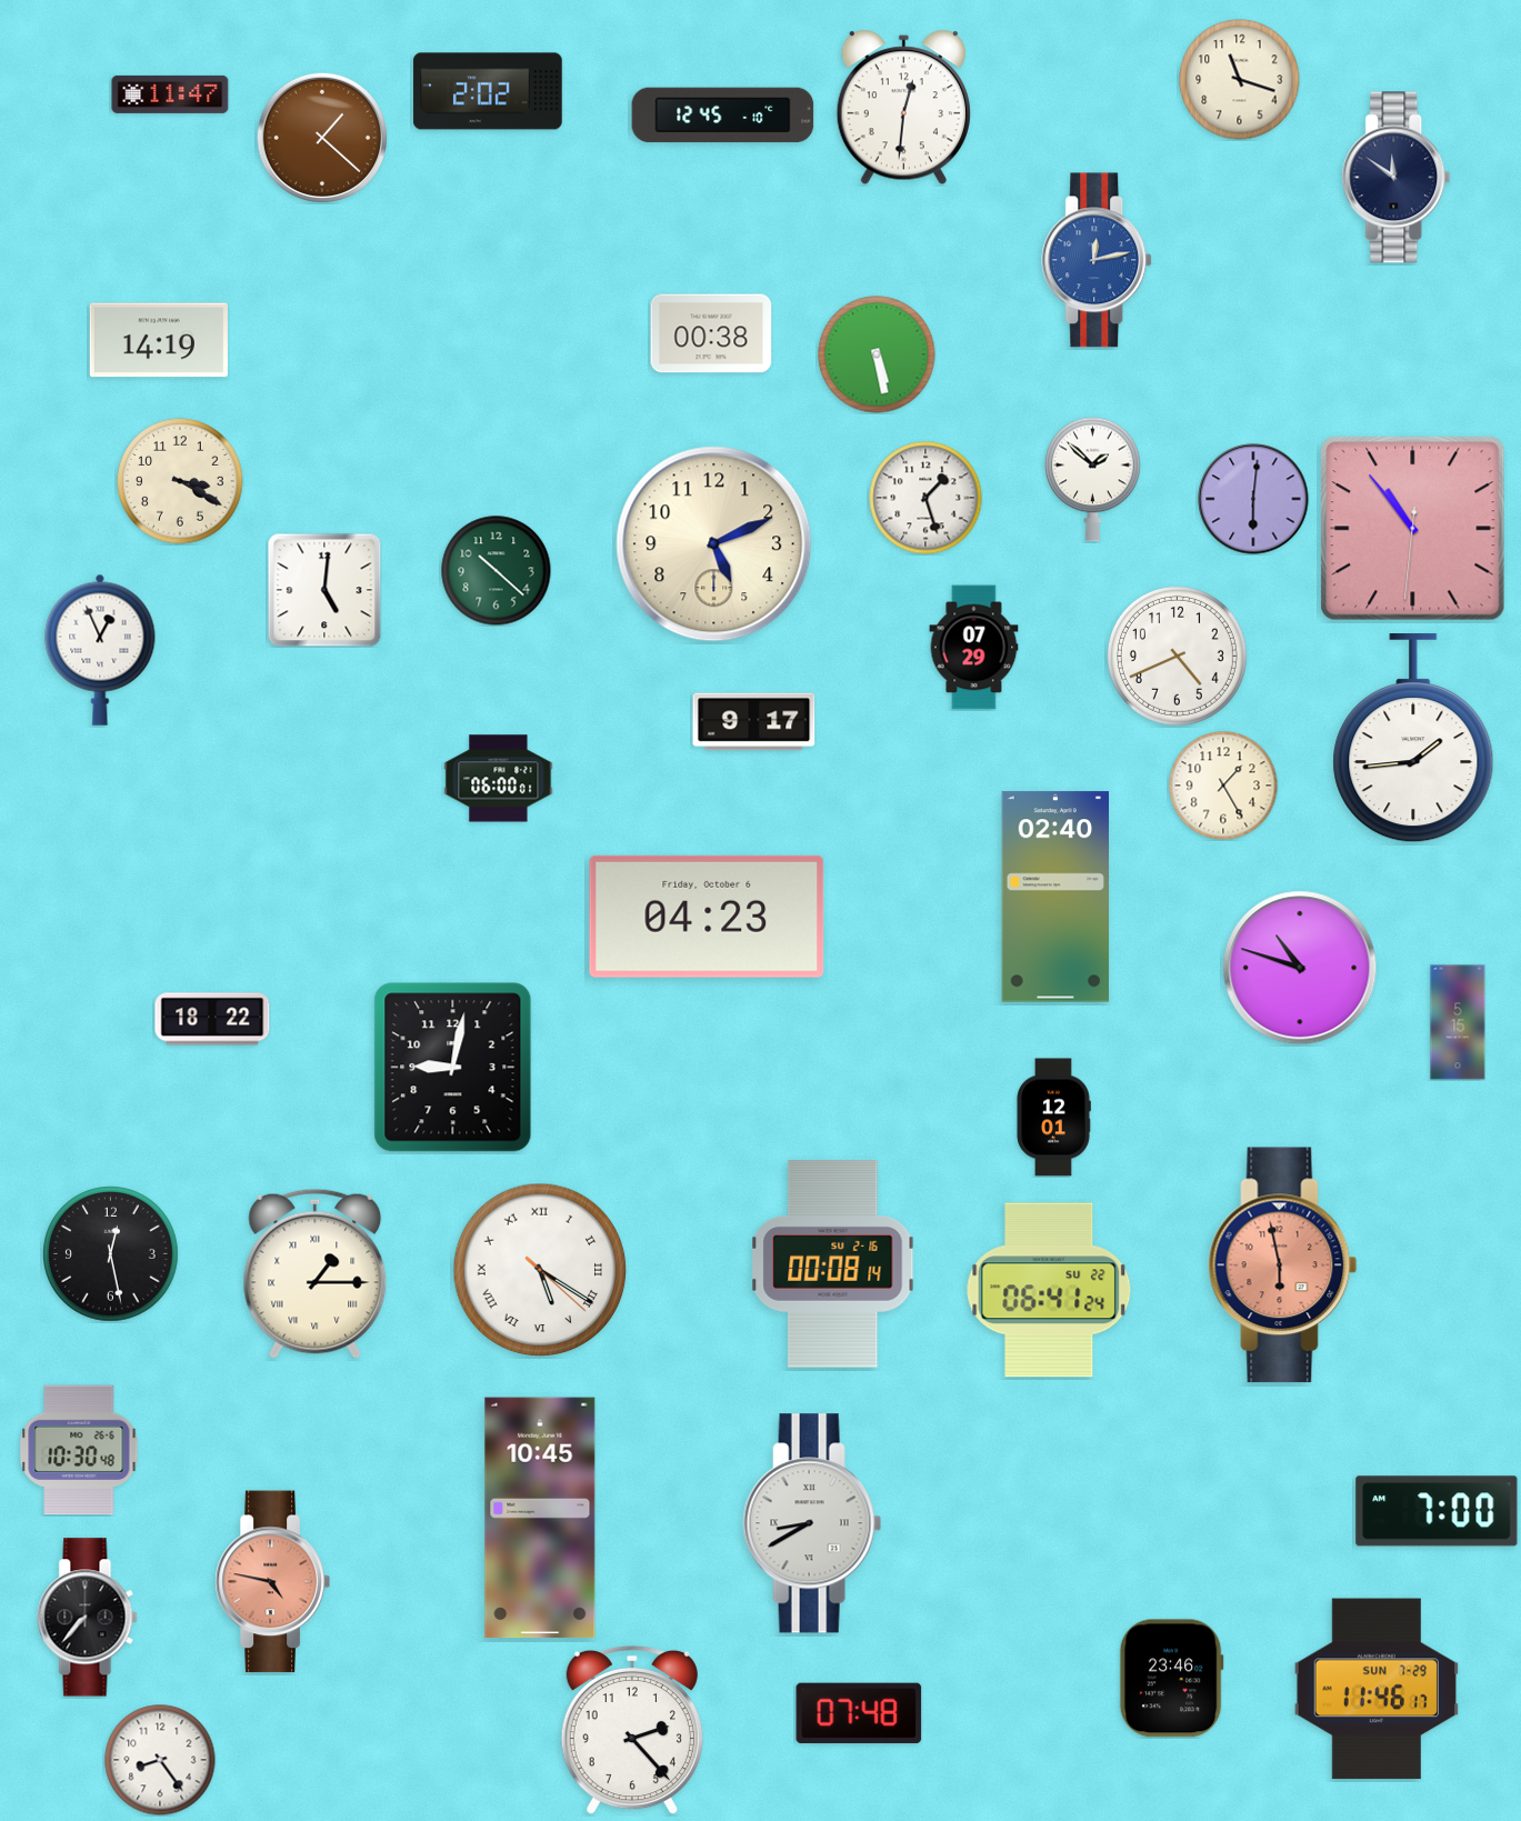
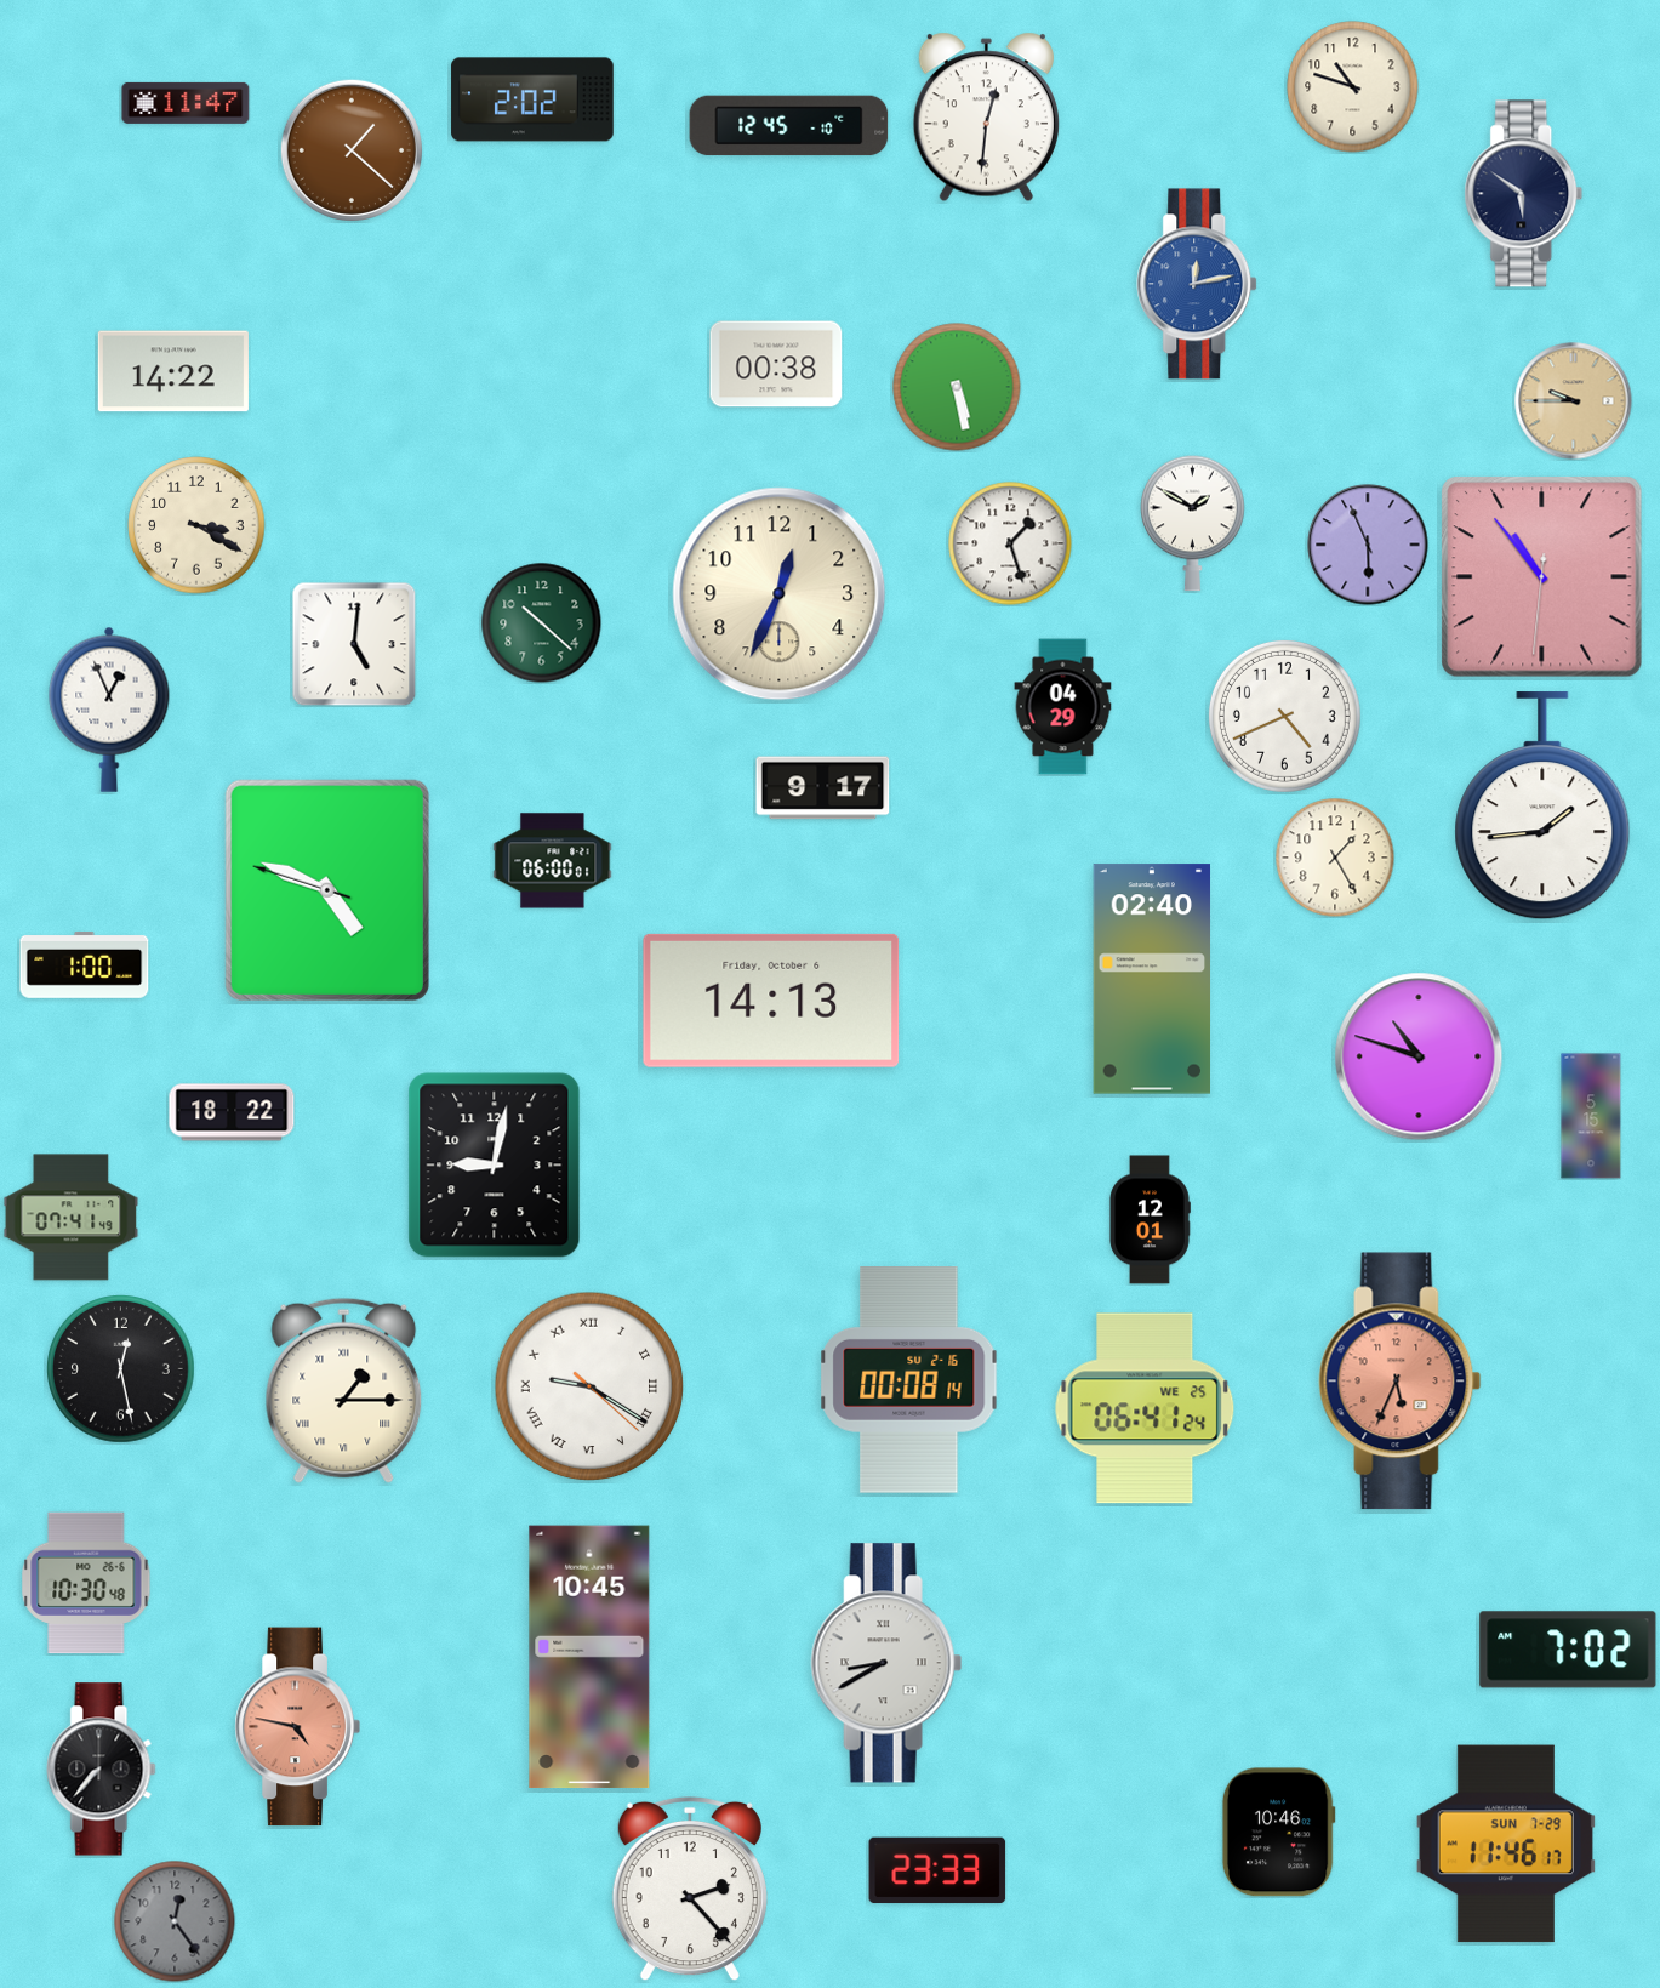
clock at (1240, 80): 11:18 -> 10:48
clock at (1397, 178): 11:51 -> 5:51
clock at (159, 340): 14:19 -> 14:22
clock at (1574, 401): none -> 9:45
clock at (1093, 479): 1:52 -> 1:50
clock at (1253, 499): 6:01 -> 5:56
clock at (714, 544): 5:11 -> 12:34
clock at (974, 648): 07:29 -> 04:29
clock at (499, 779) position: (499, 779) -> (553, 861)
clock at (327, 890): none -> 4:48
clock at (85, 964): none -> 1:00
clock at (707, 917): 04:23 -> 14:13
clock at (72, 1218): none -> 07:41
clock at (1283, 1265): 5:58 -> 5:34
clock at (540, 1270): 5:20 -> 9:20
clock at (1049, 1290) date: SU 22 -> WE 25
clock at (1437, 1511): 7:00 -> 7:02
clock at (88, 1618) position: (88, 1618) -> (102, 1770)
clock at (1171, 1679): 23:46 -> 10:46
clock at (1377, 1689) position: (1377, 1689) -> (1506, 1844)
clock at (859, 1713): 07:48 -> 23:33
clock at (160, 1760): 8:24 -> 12:24
clock at (160, 1760) dial: white -> grey
